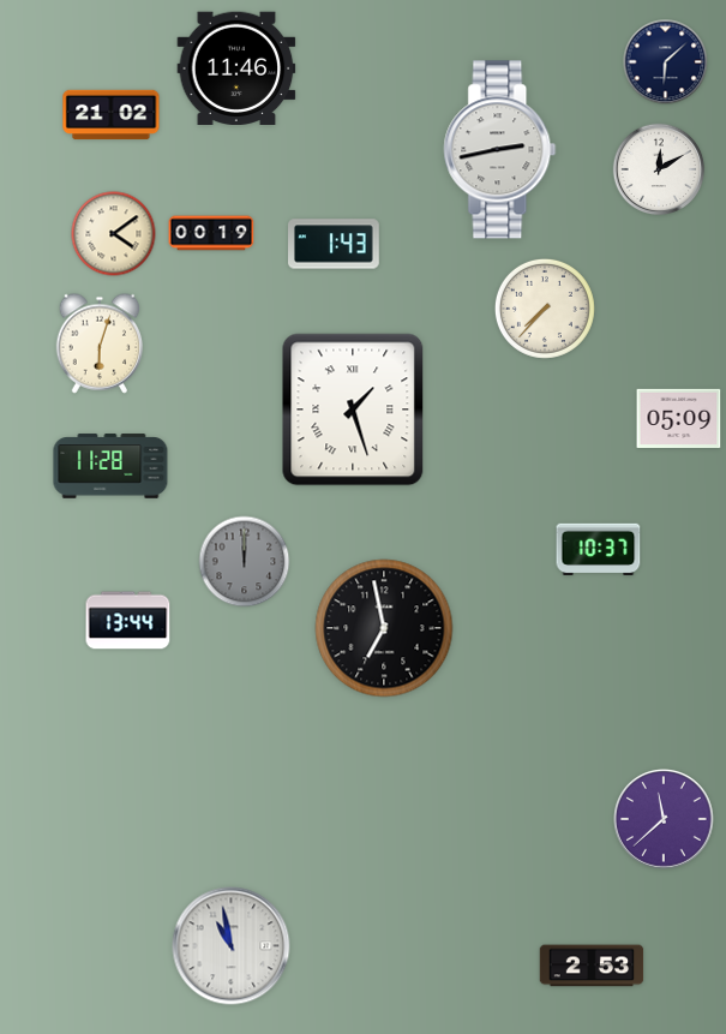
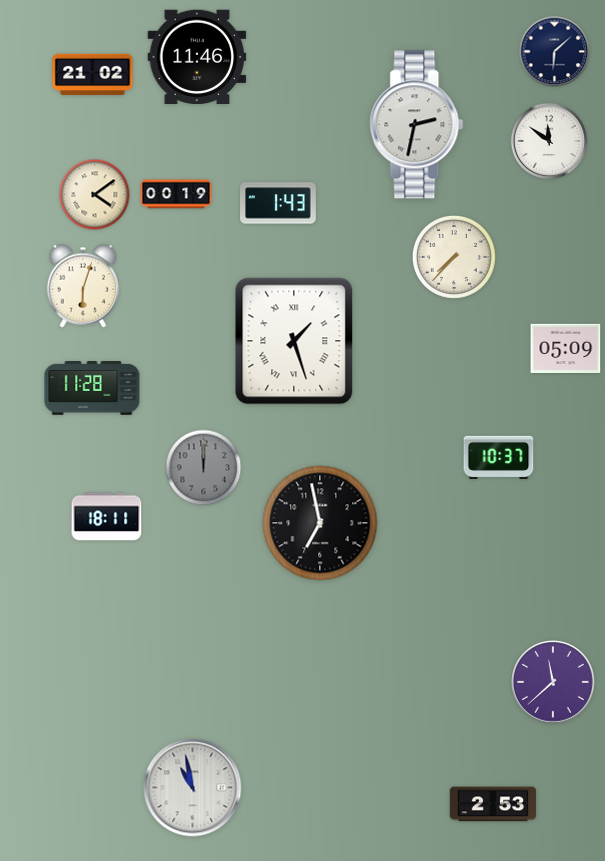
clock at (112, 115) position: (112, 115) -> (93, 75)
clock at (500, 150): 2:43 -> 2:32
clock at (659, 169): 12:10 -> 11:51
clock at (128, 621): 13:44 -> 18:11
